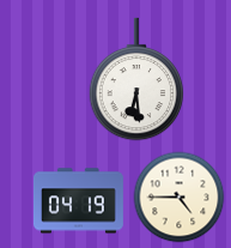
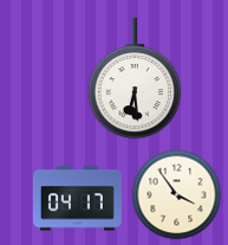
clock at (180, 198): 4:45 -> 3:54
clock at (78, 201): 04:19 -> 04:17
